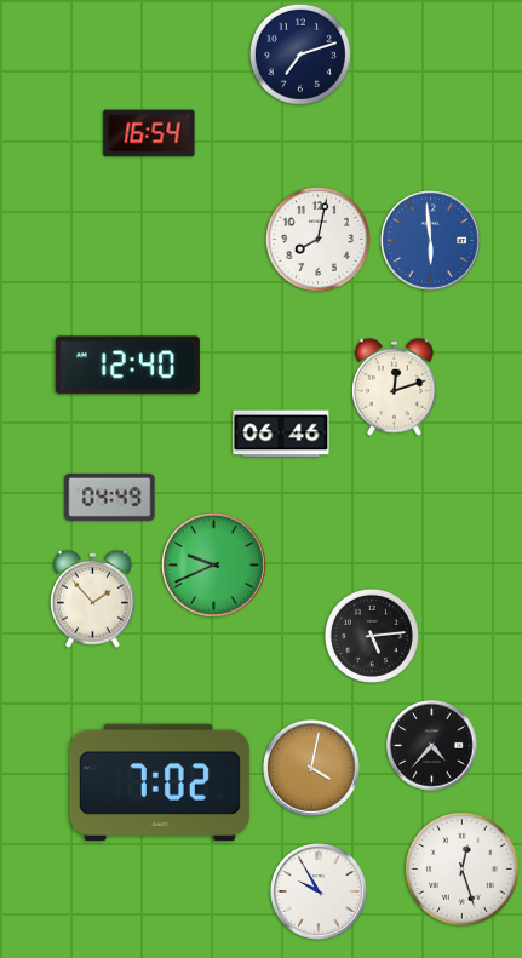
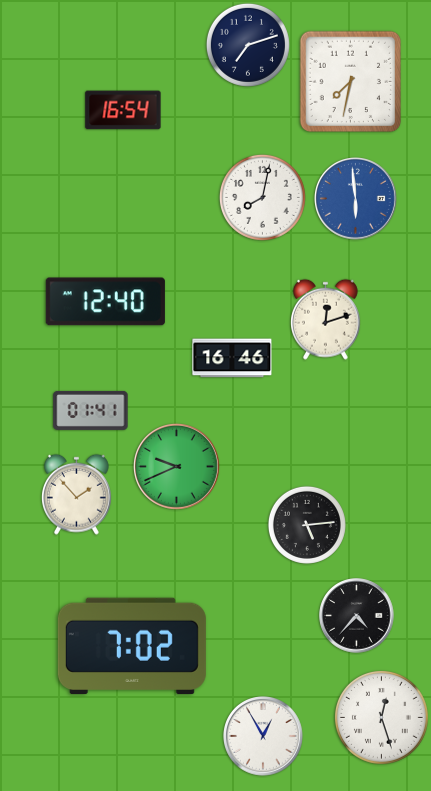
clock at (350, 81): none -> 7:32
clock at (281, 434): 06:46 -> 16:46
clock at (110, 497): 04:49 -> 01:41
clock at (312, 769): 4:02 -> none
clock at (320, 893): 9:55 -> 12:55
